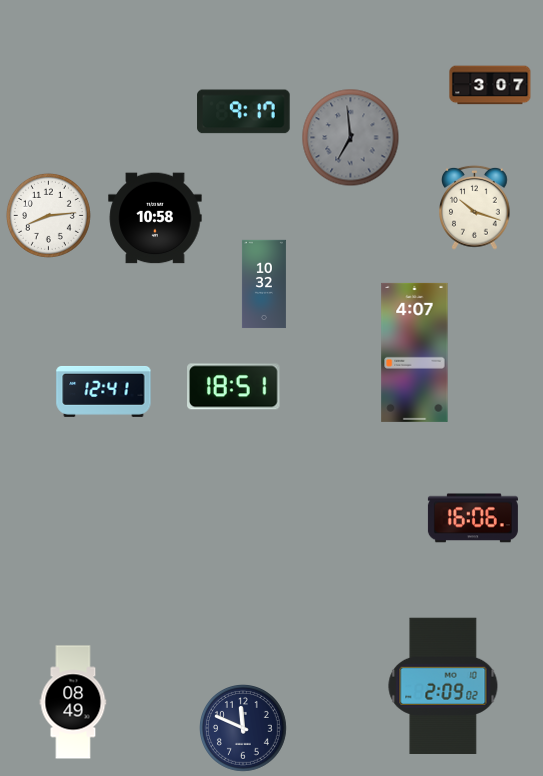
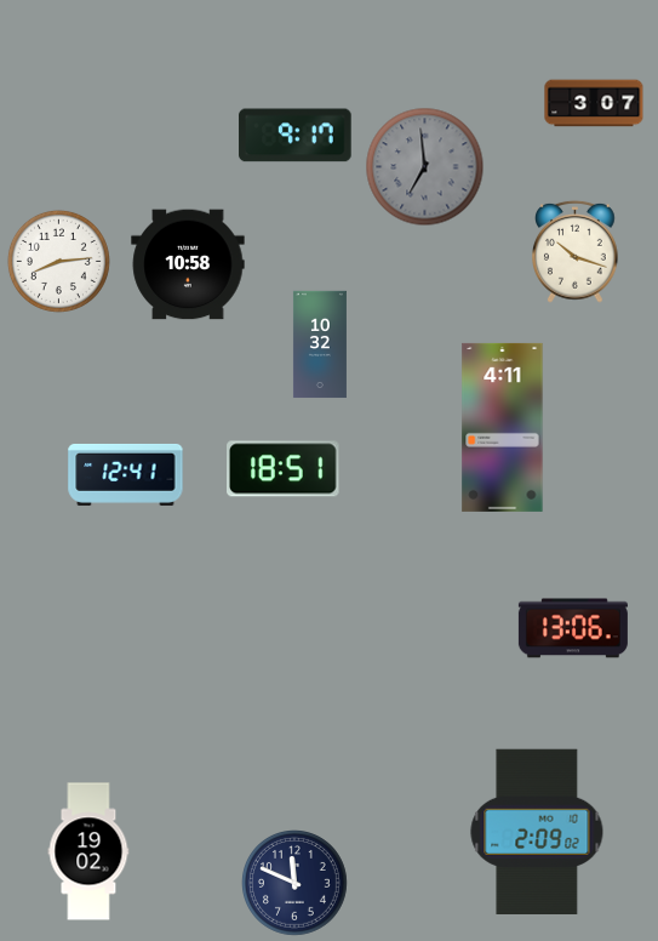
clock at (415, 352): 4:07 -> 4:11
clock at (473, 518): 16:06 -> 13:06
clock at (73, 702): 08:49 -> 19:02
